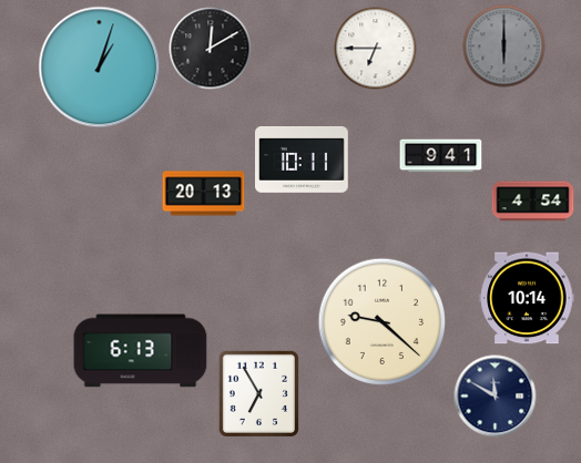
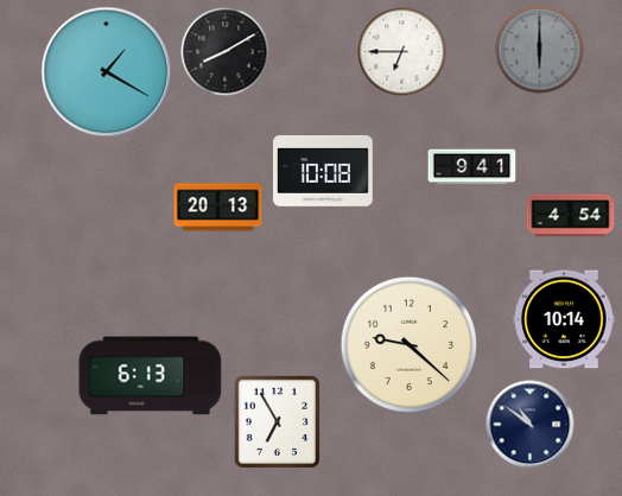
clock at (211, 49): 12:10 -> 8:10
clock at (100, 68): 1:03 -> 1:20
clock at (303, 161): 10:11 -> 10:08
clock at (496, 397): 11:50 -> 10:51
